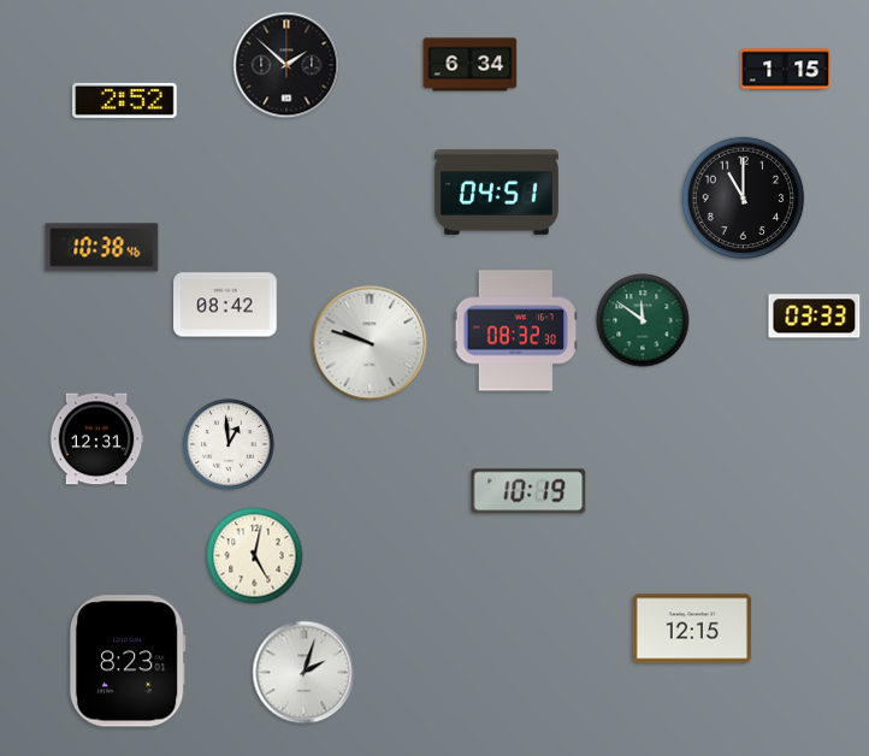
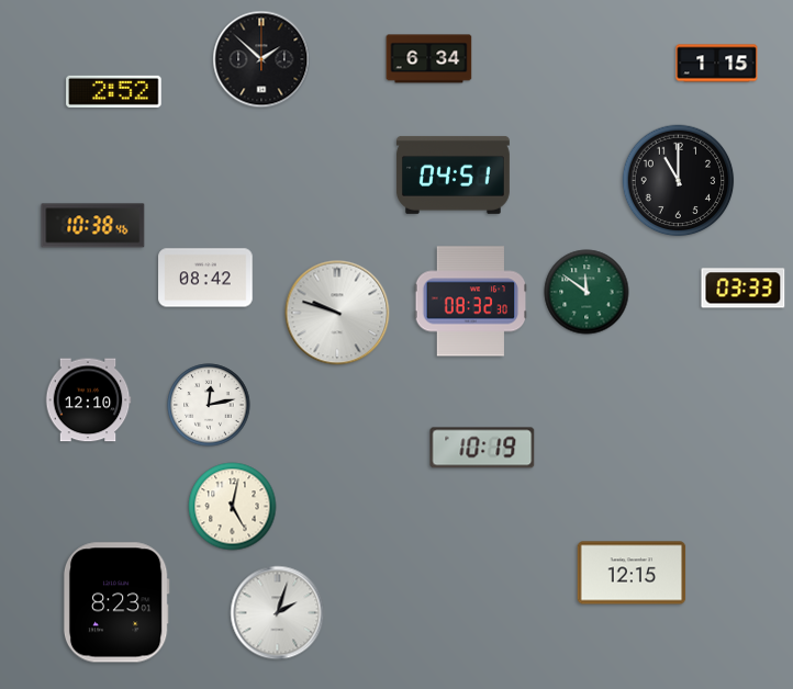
clock at (96, 439): 12:31 -> 12:10
clock at (229, 444): 12:59 -> 12:13
